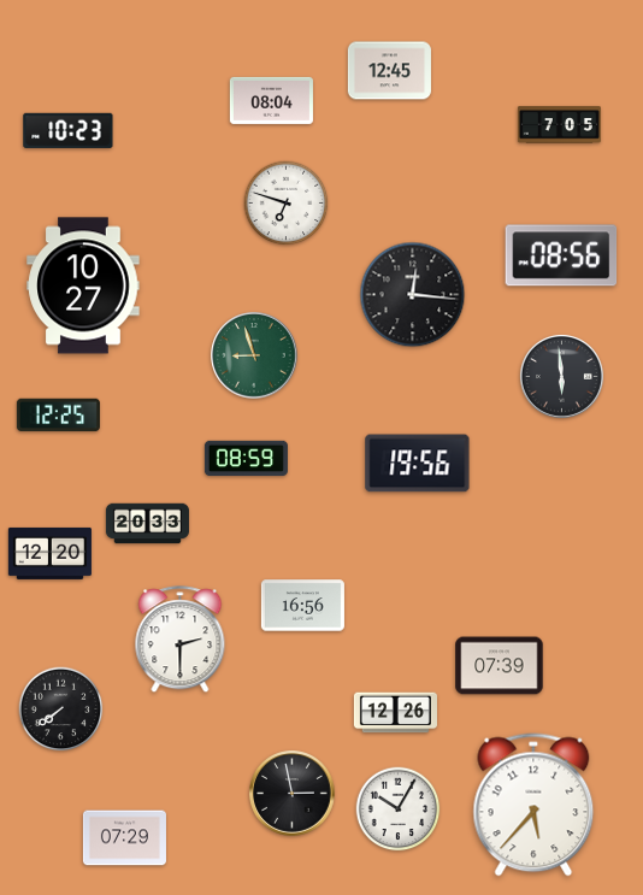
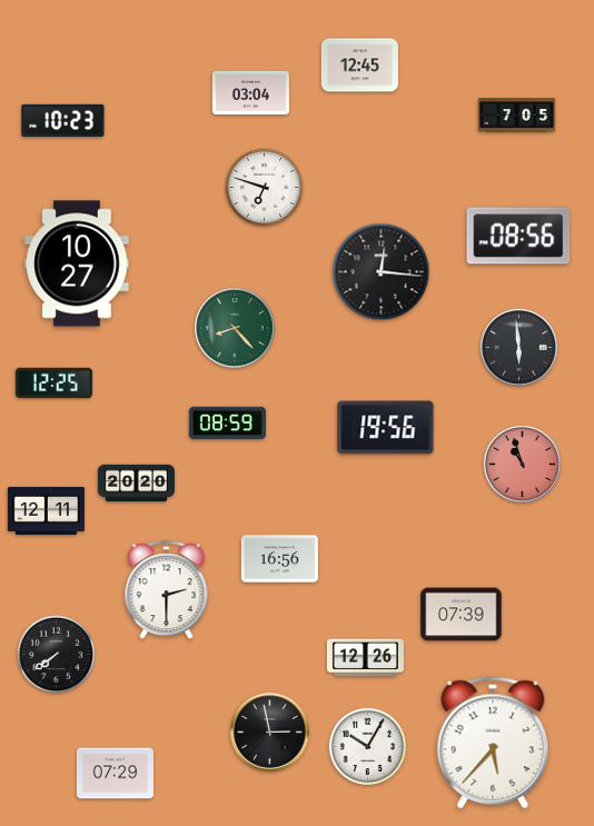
clock at (271, 100): 08:04 -> 03:04
clock at (254, 355): 8:57 -> 8:23
clock at (522, 464): none -> 10:57
clock at (147, 524): 20:33 -> 20:20
clock at (49, 553): 12:20 -> 12:11
